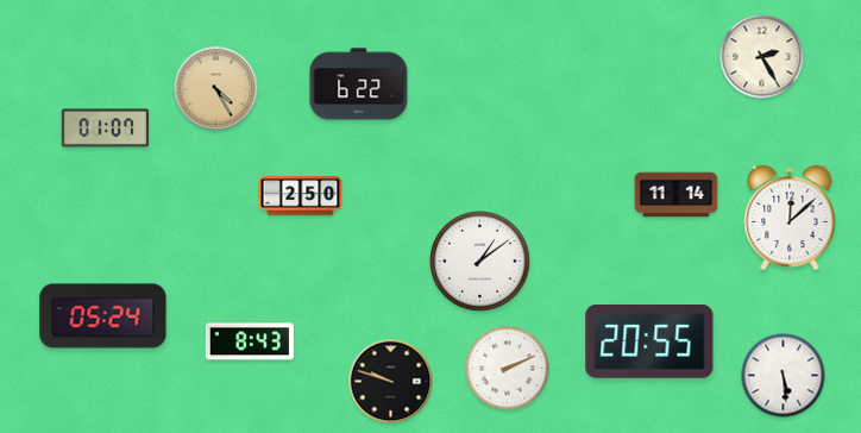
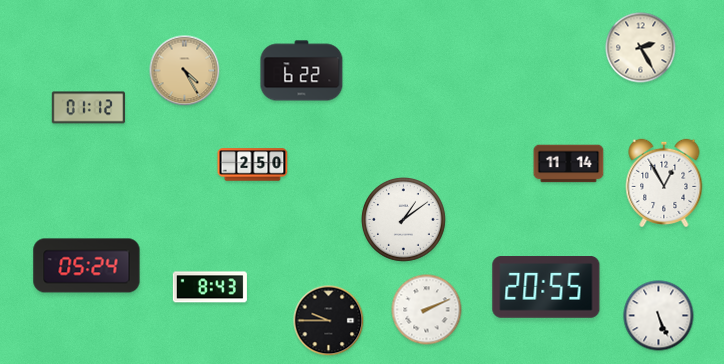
clock at (216, 89) position: (216, 89) -> (185, 71)
clock at (105, 128): 01:07 -> 01:12
clock at (790, 216): 12:08 -> 12:55
clock at (784, 376): 5:29 -> 5:26
clock at (391, 382): 9:48 -> 9:45
